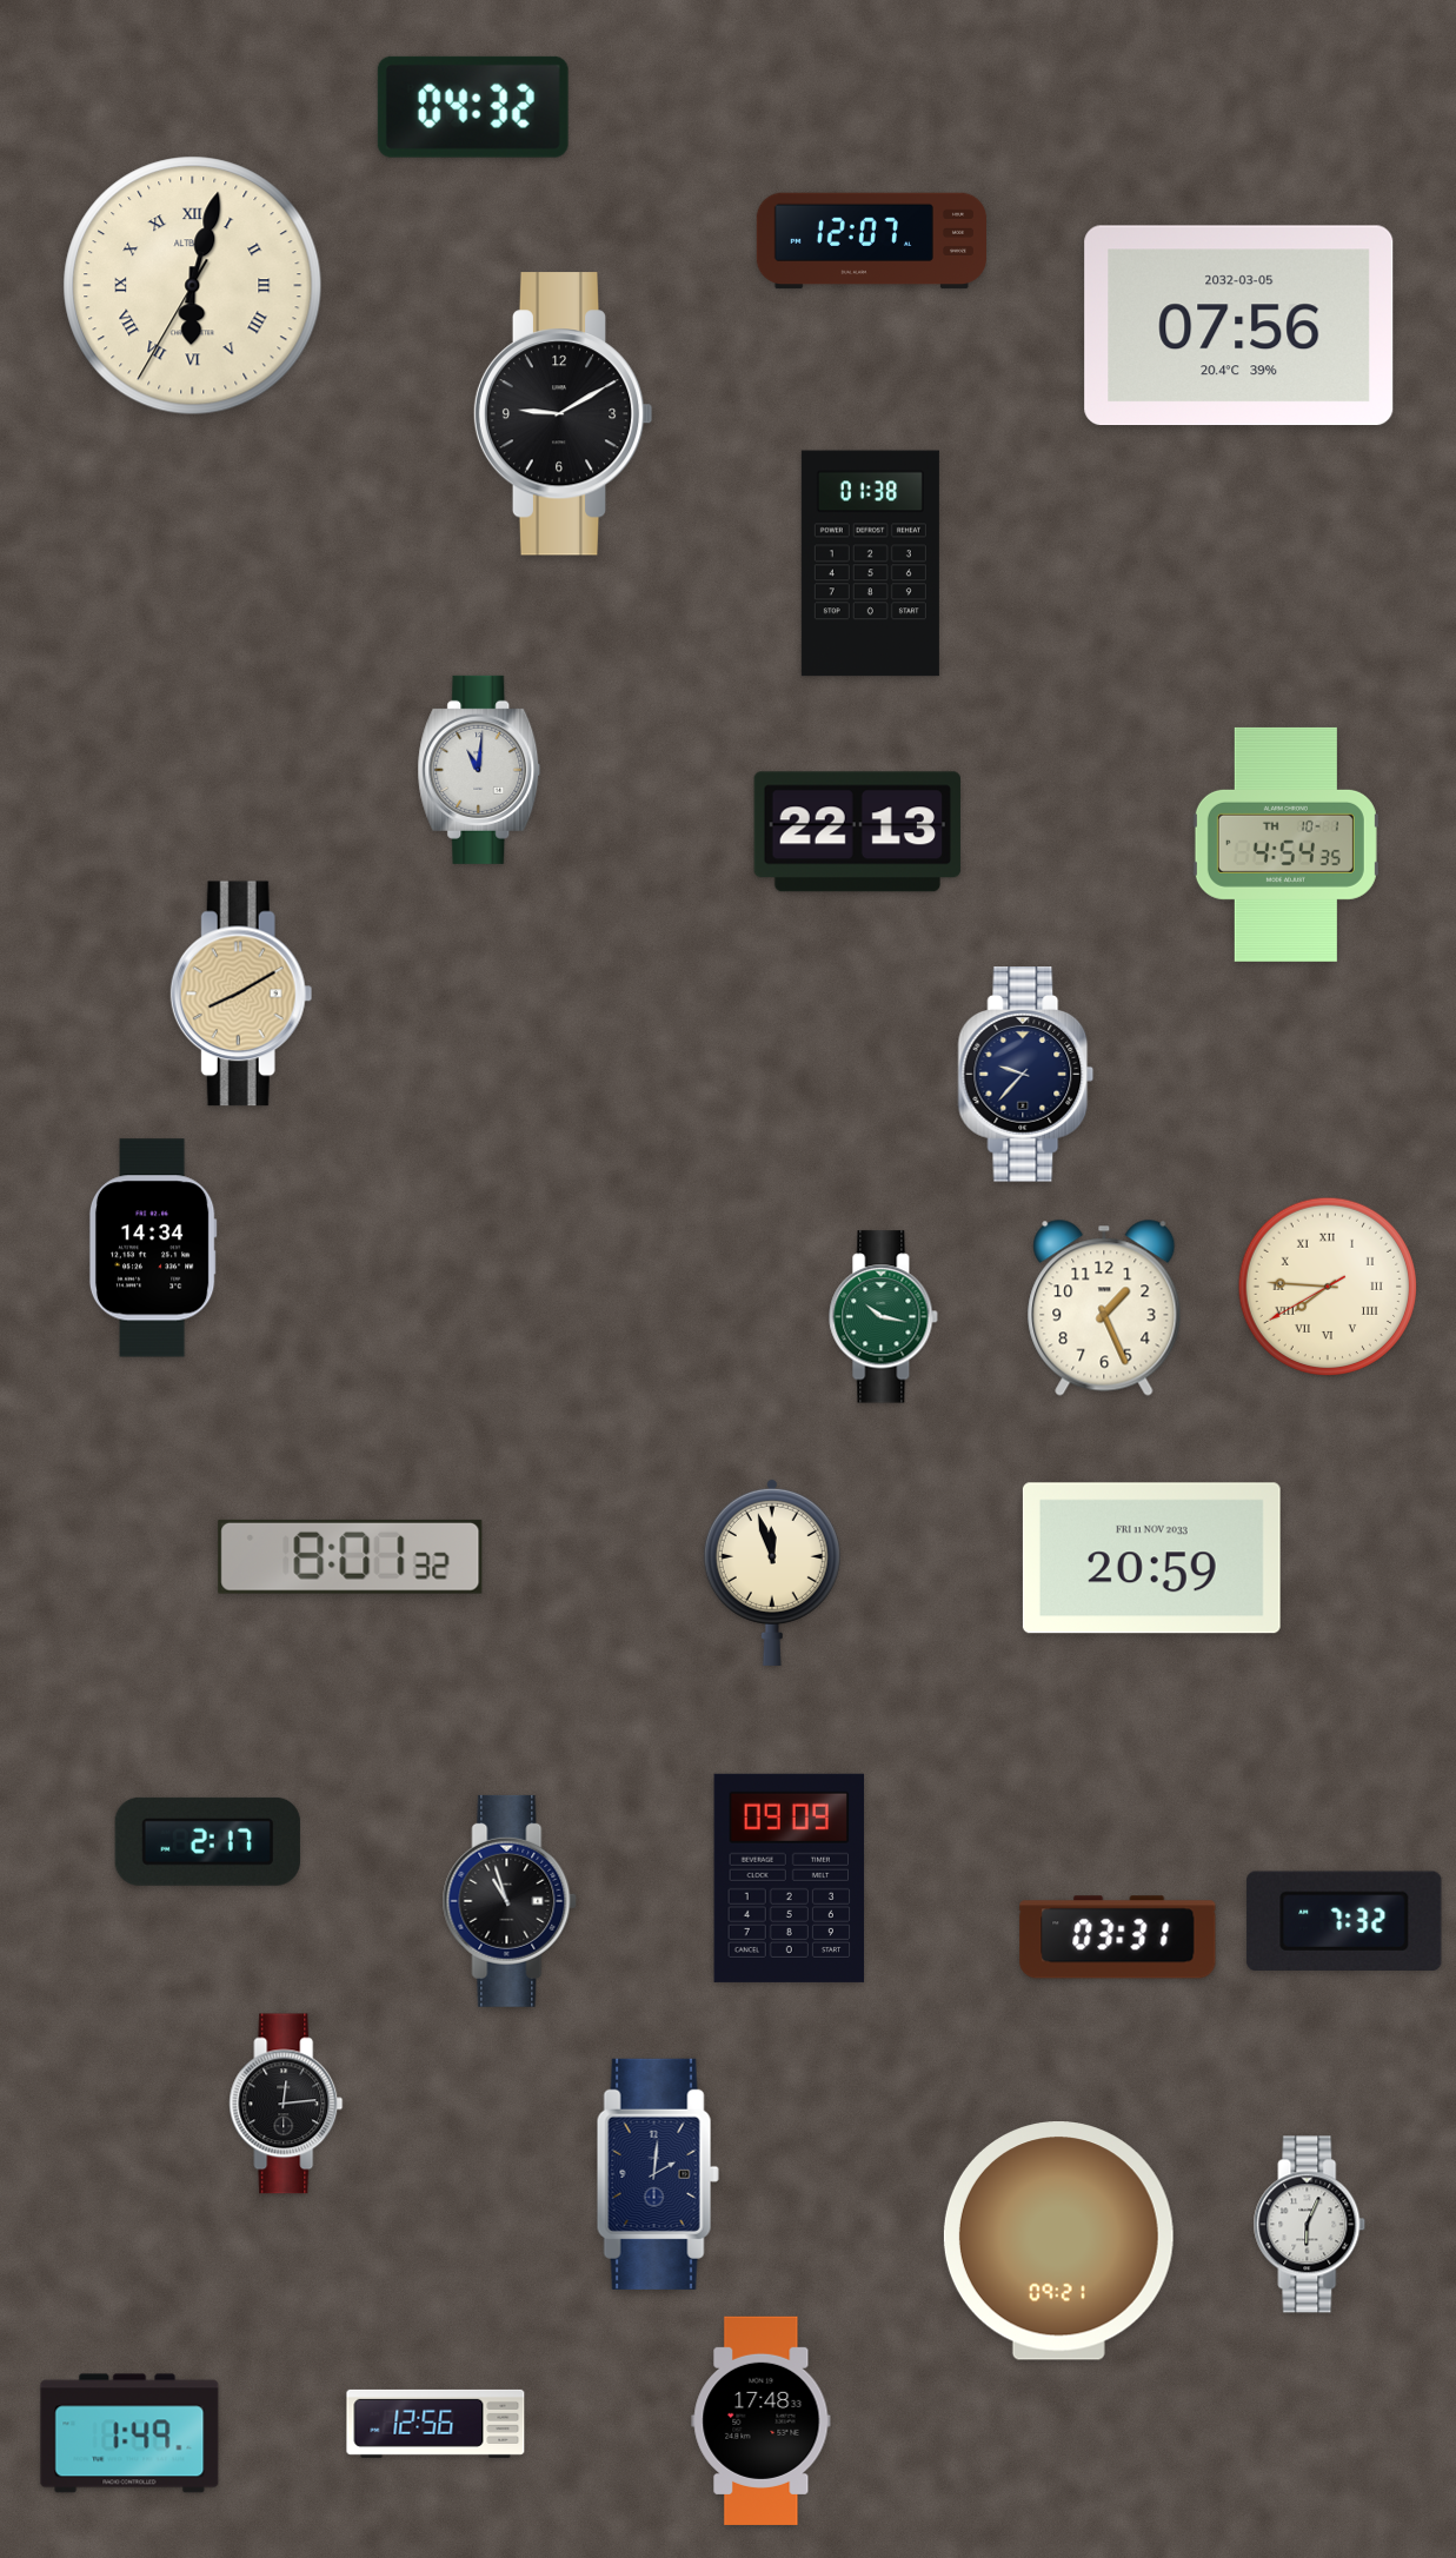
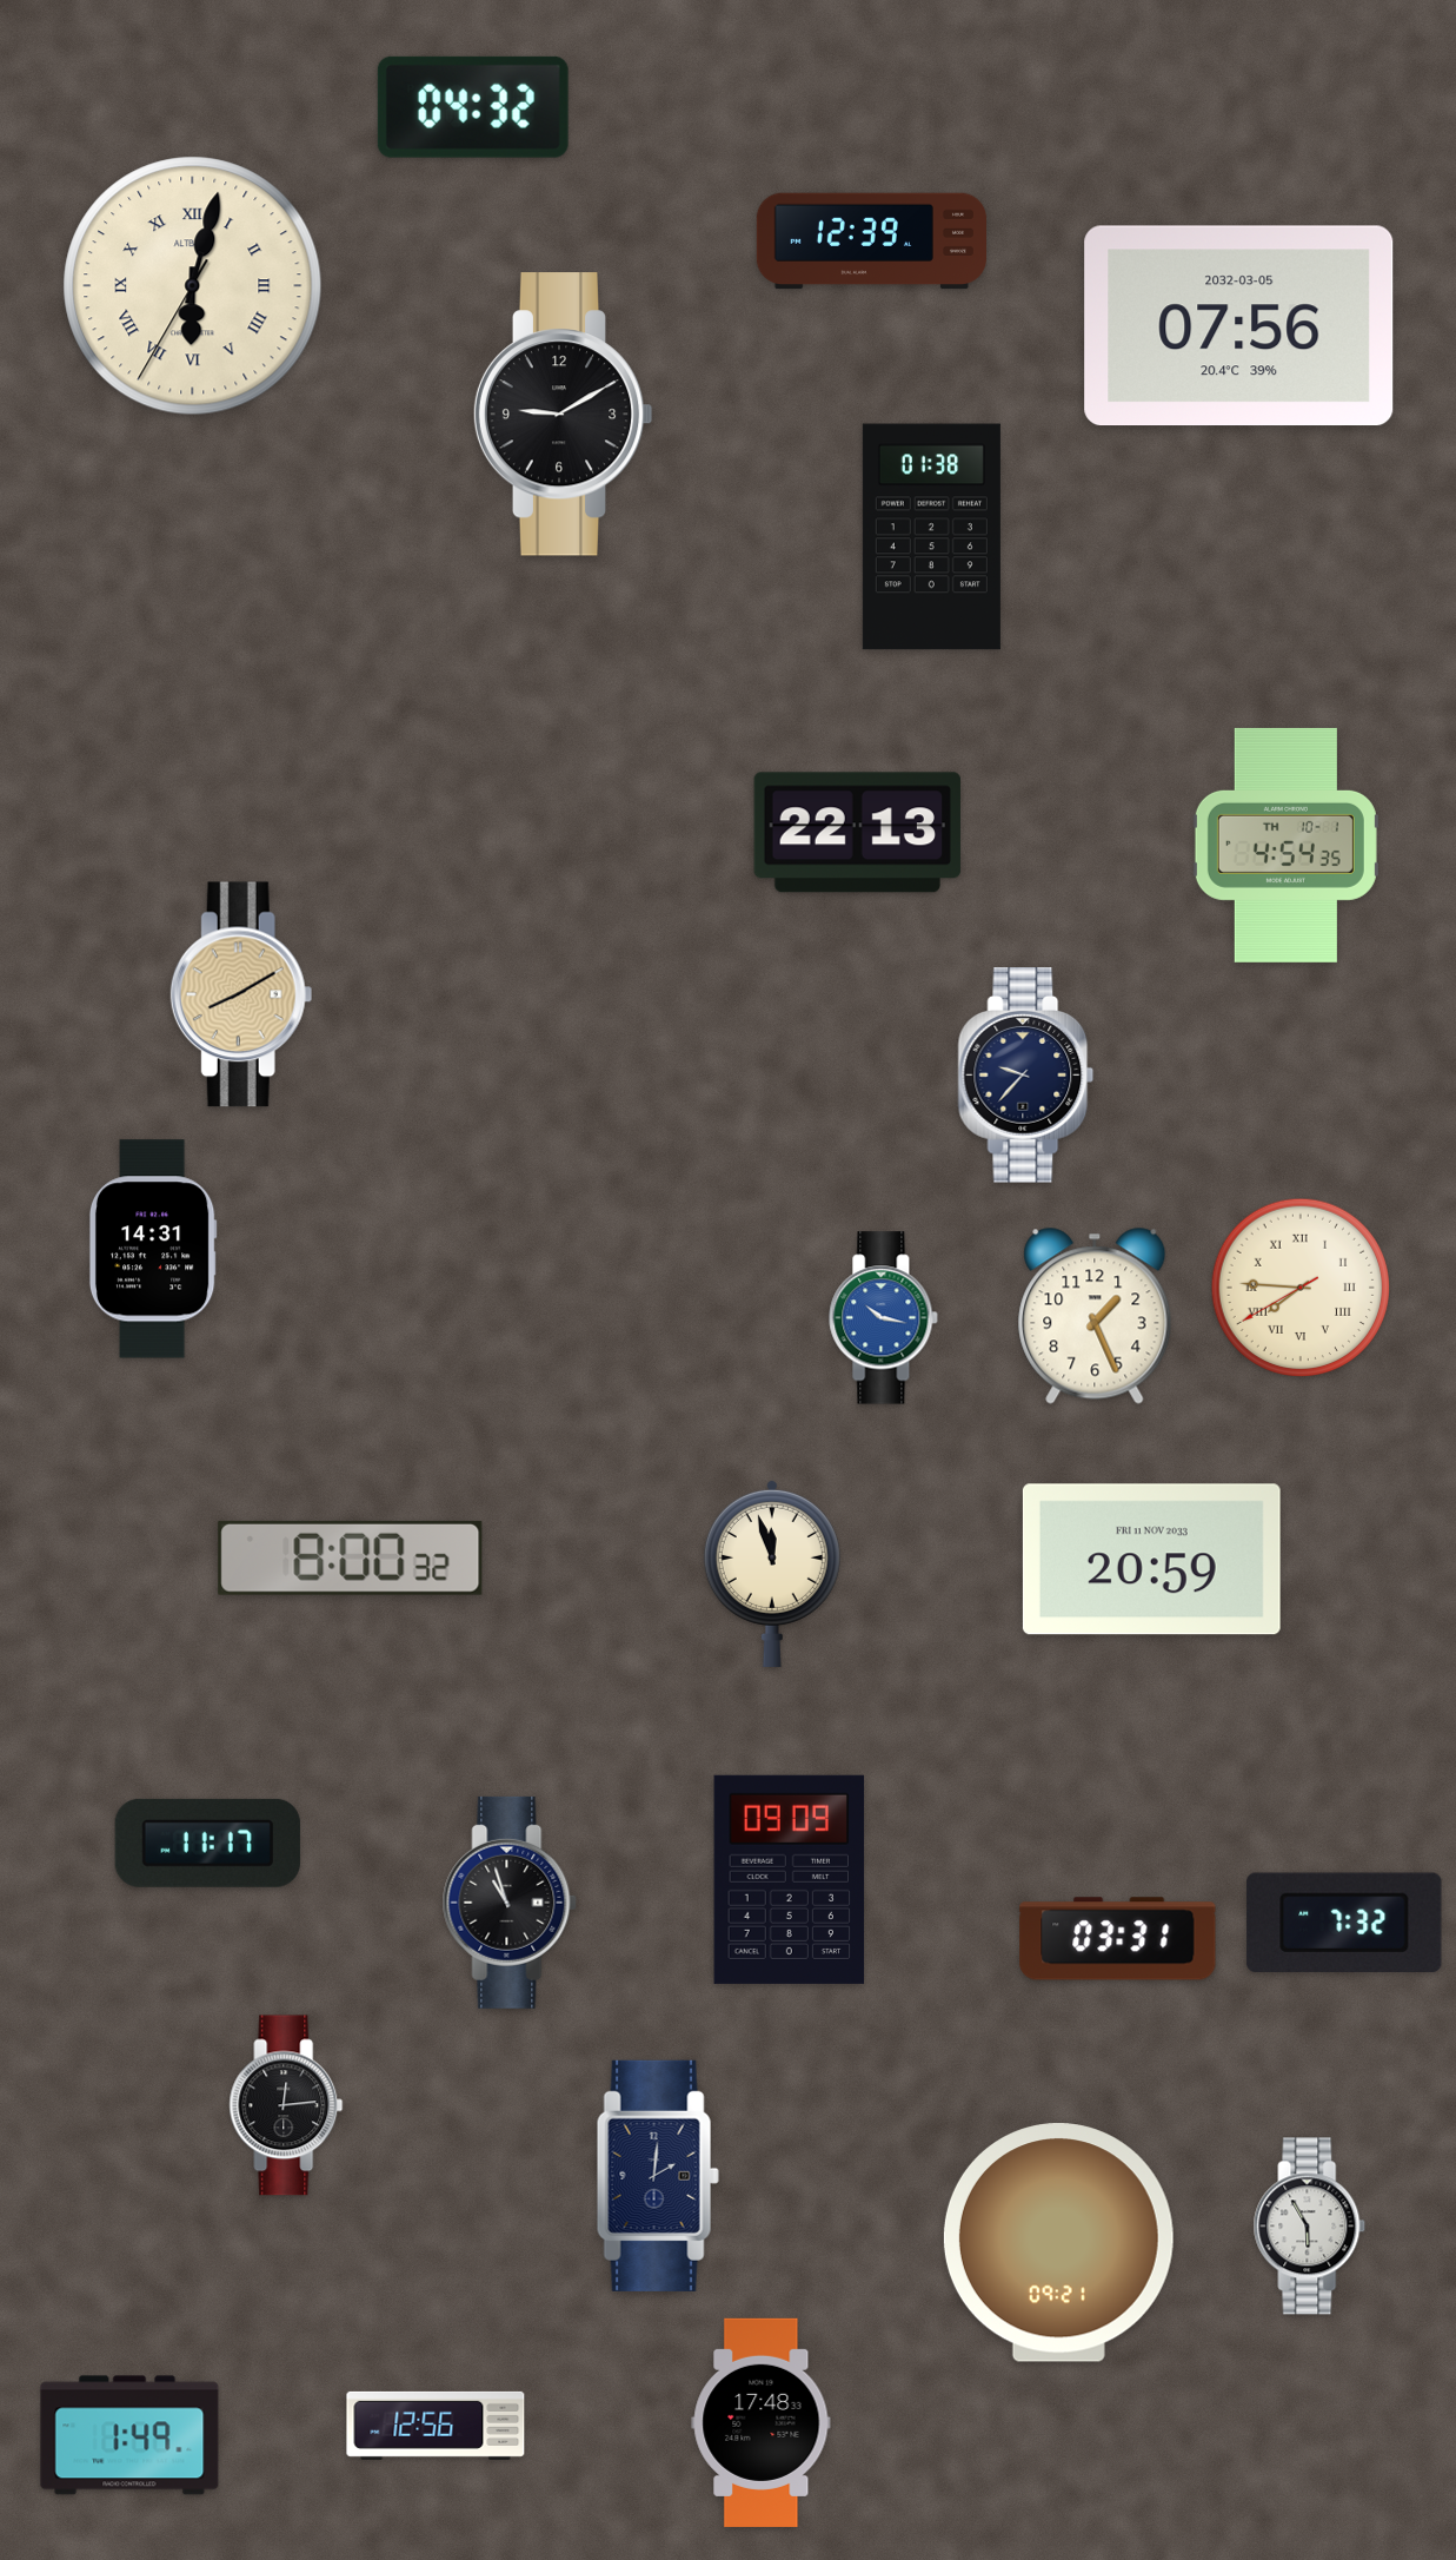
clock at (871, 241): 12:07 -> 12:39
clock at (870, 564) position: (870, 564) -> (931, 537)
clock at (479, 770): 11:01 -> none
clock at (153, 1248): 14:34 -> 14:31
clock at (1327, 1285) position: (1327, 1285) -> (1299, 1286)
clock at (1104, 1308) position: (1104, 1308) -> (1095, 1316)
clock at (884, 1317) dial: green -> blue
clock at (351, 1556): 8:01 -> 8:00
clock at (207, 1841): 2:17 -> 11:17
clock at (1310, 2225): 6:04 -> 5:55
